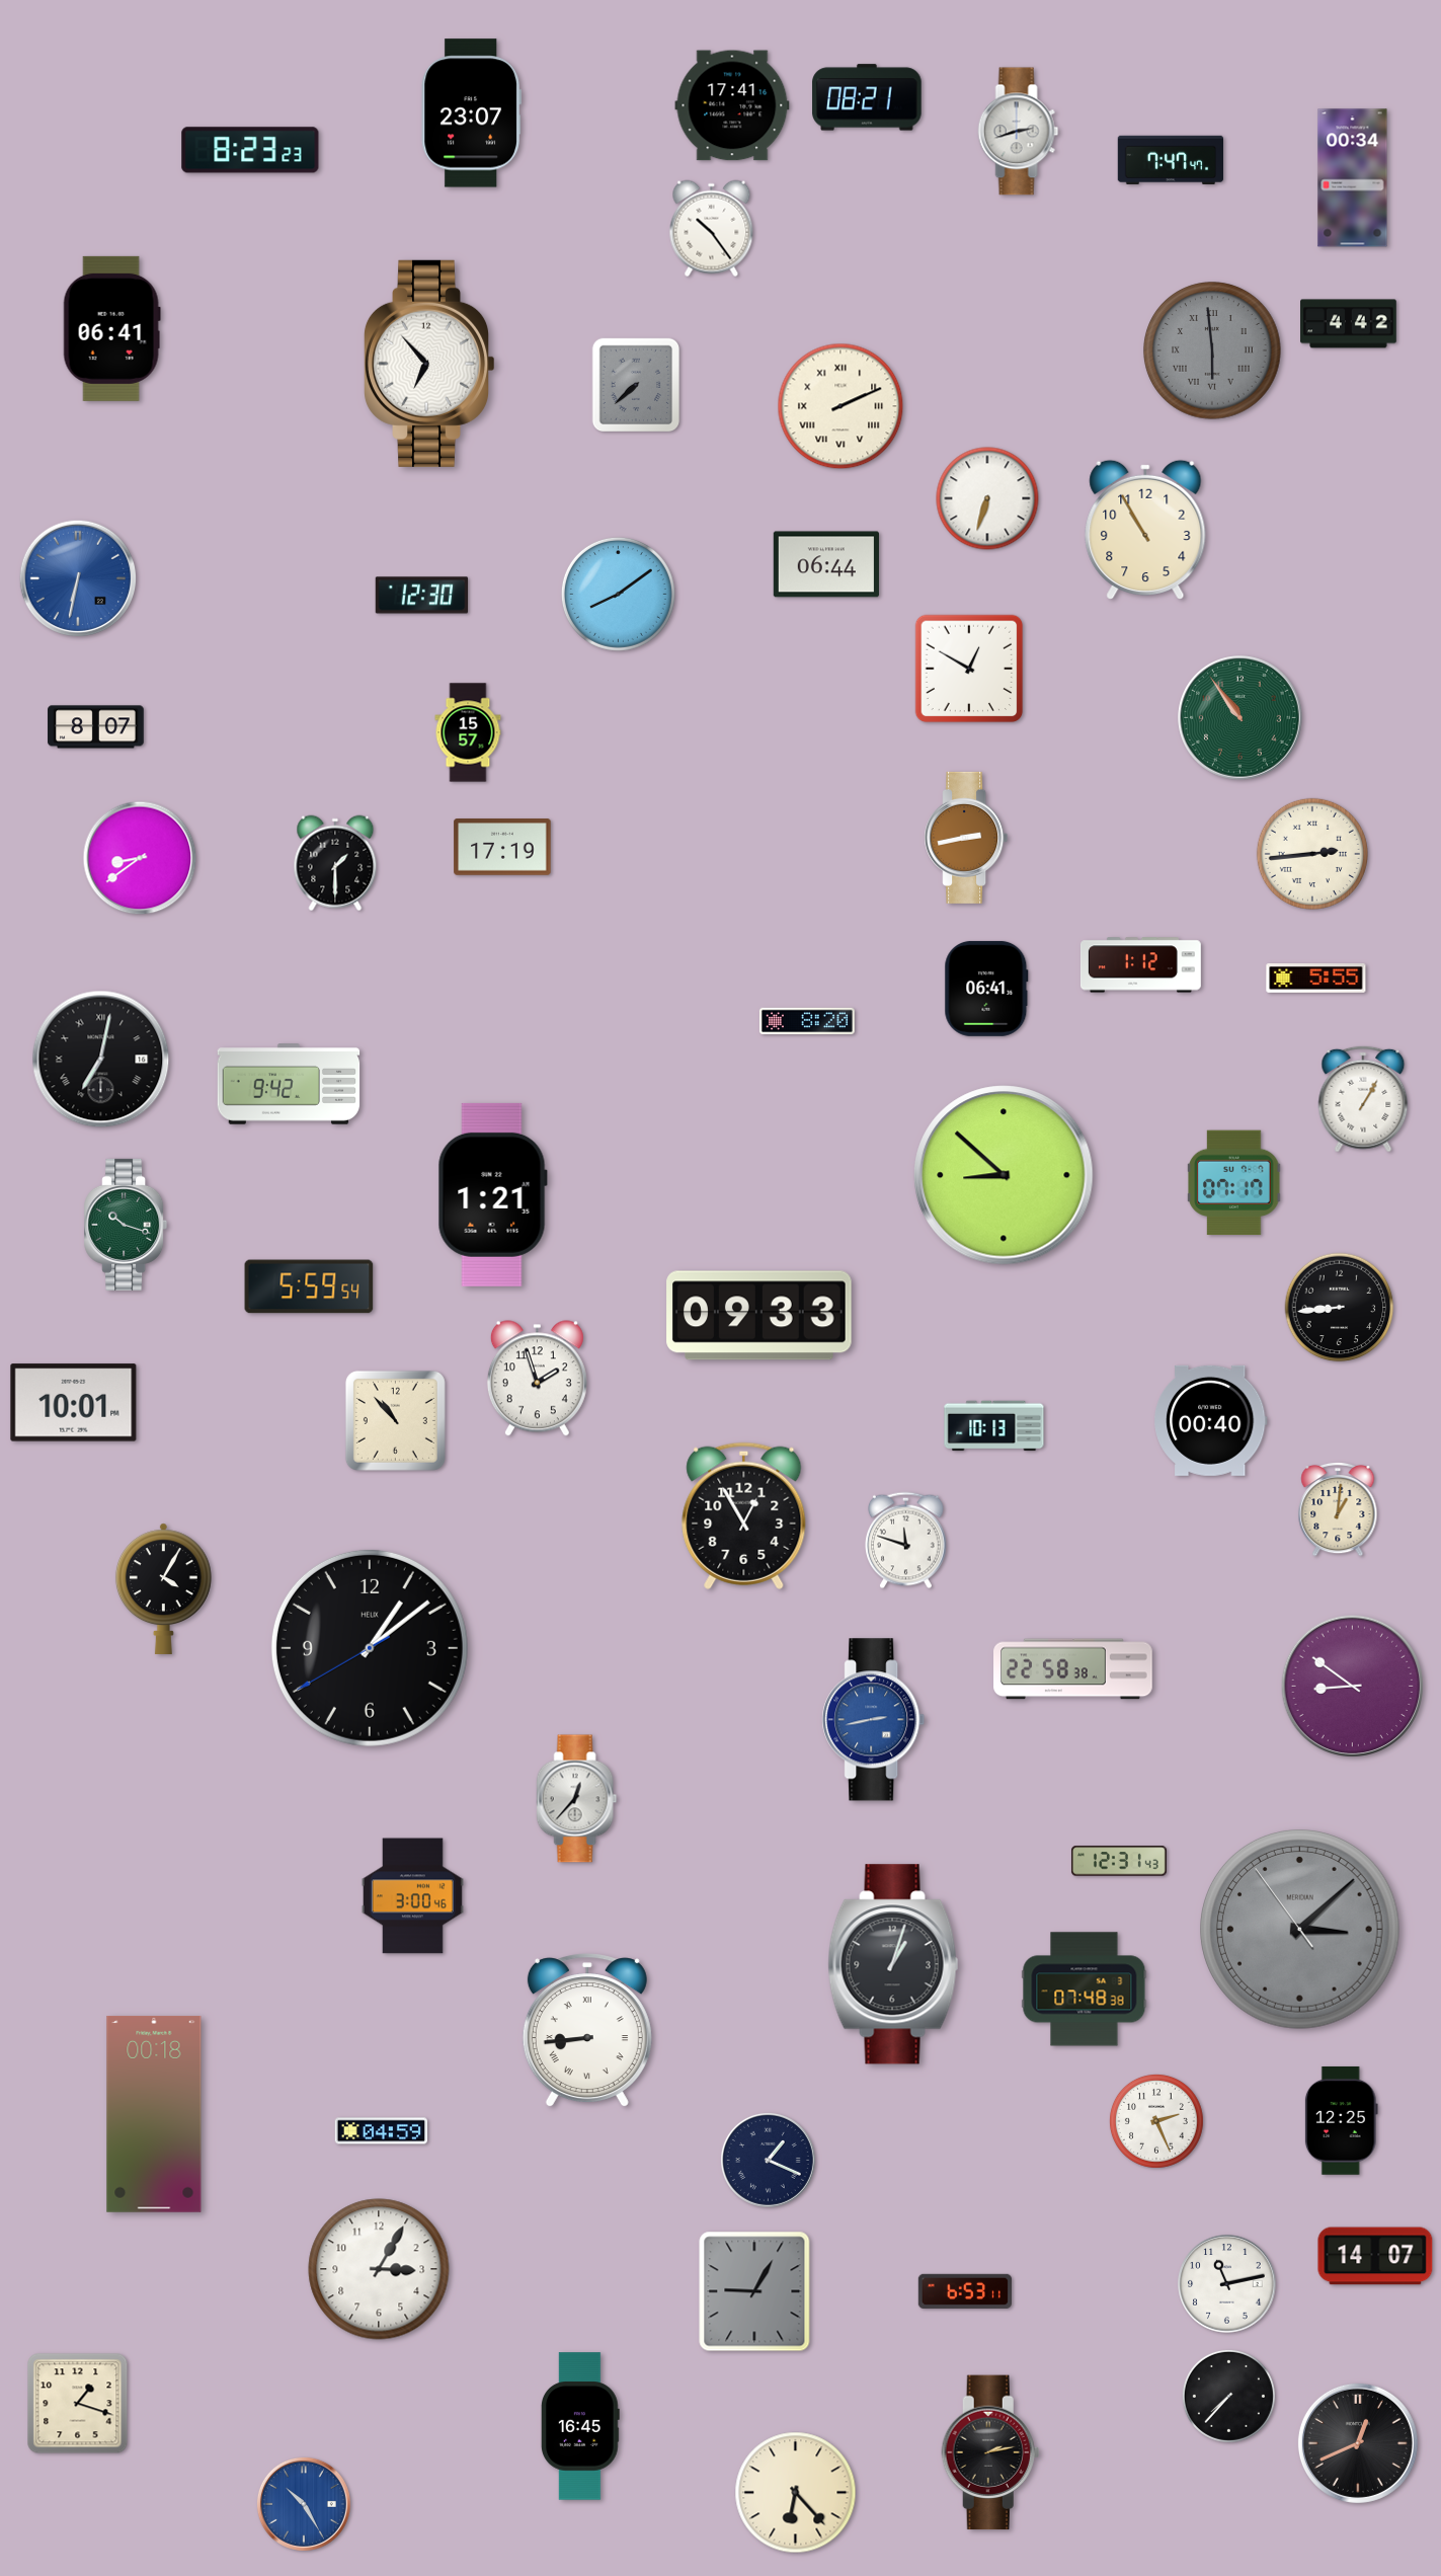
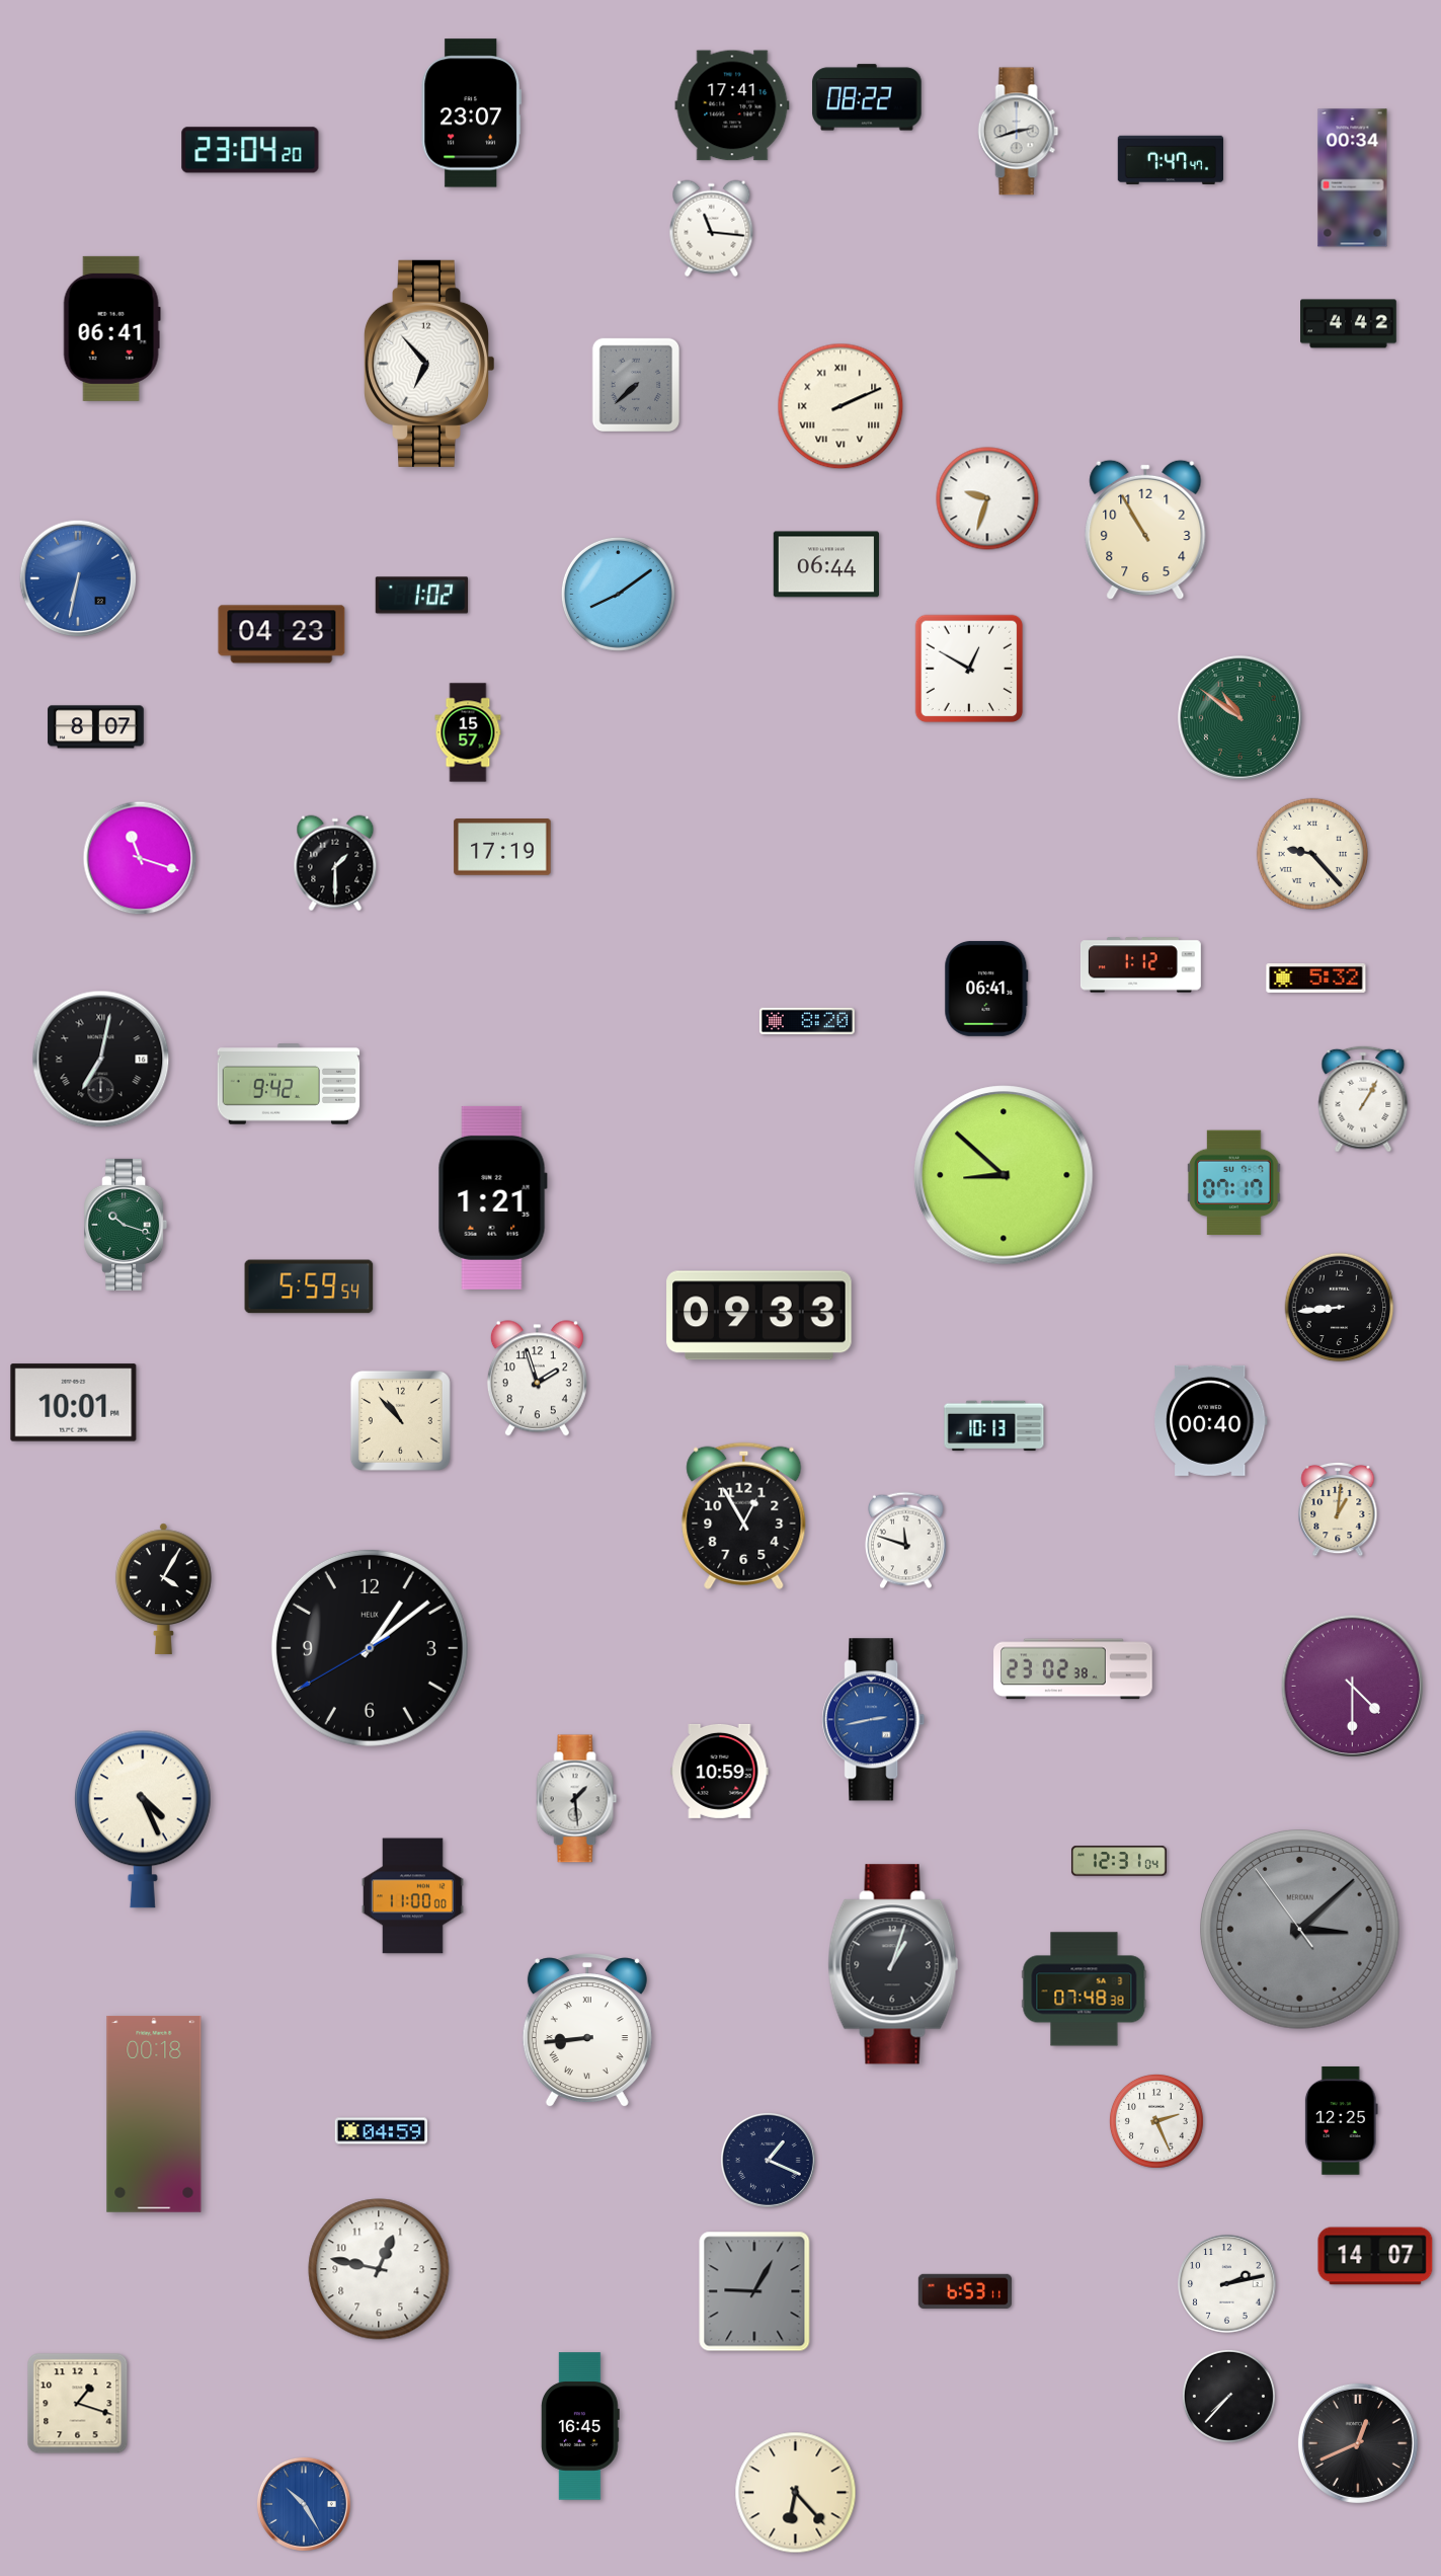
clock at (867, 97): 08:21 -> 08:22
clock at (250, 150): 8:23 -> 23:04
clock at (712, 229): 10:24 -> 11:16
clock at (1212, 350): 5:59 -> none
clock at (987, 498): 6:33 -> 9:33
clock at (422, 596): 12:30 -> 1:02
clock at (282, 634): none -> 04:23
clock at (1240, 718): 10:54 -> 10:51
clock at (966, 838): 2:43 -> none
clock at (1312, 854): 2:44 -> 9:23
clock at (140, 858): 8:39 -> 11:18
clock at (1316, 979): 5:55 -> 5:32
clock at (492, 1194) position: (492, 1194) -> (492, 1197)
clock at (395, 1420) position: (395, 1420) -> (400, 1420)
clock at (1073, 1669): 22:58 -> 23:02
clock at (1352, 1686): 8:51 -> 4:30
clock at (720, 1771): none -> 10:59
clock at (577, 1799): 12:37 -> 1:29
clock at (143, 1819): none -> 4:26
clock at (1119, 1861): 12:31:43 -> 12:31:04
clock at (412, 1896): 3:00 -> 11:00
clock at (379, 2269): 3:05 -> 12:47
clock at (1227, 2284): 11:13 -> 2:13
clock at (990, 2452): 2:13 -> none
